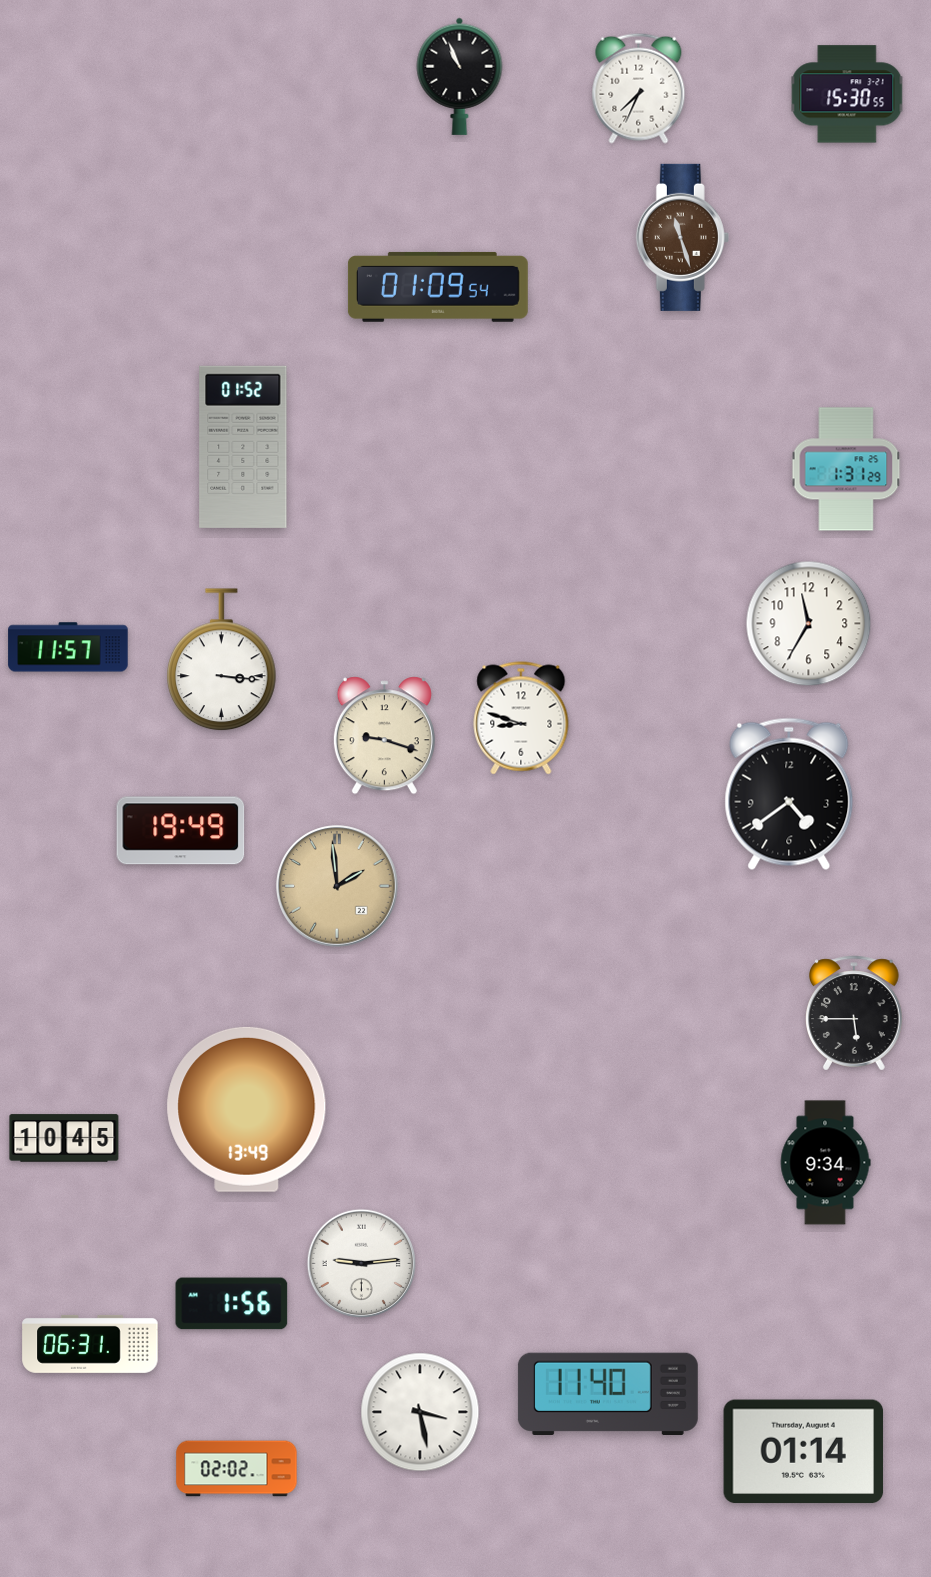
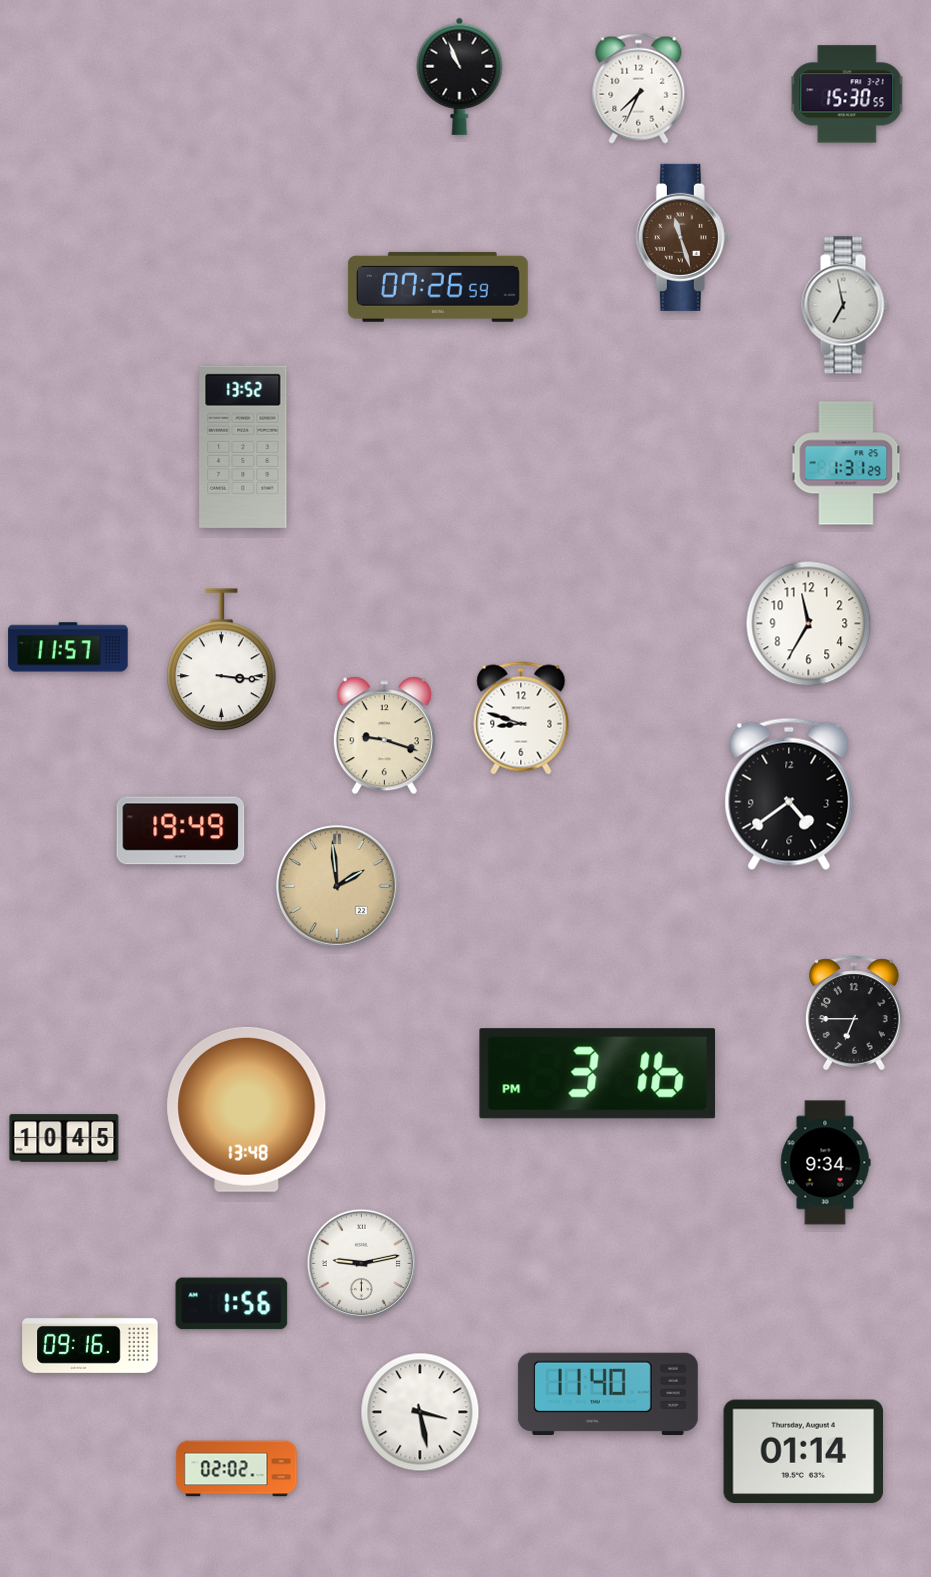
clock at (438, 287): 01:09 -> 07:26
clock at (845, 305): none -> 6:58
clock at (243, 447): 01:52 -> 13:52
clock at (846, 469) position: (846, 469) -> (846, 463)
clock at (855, 1013): 5:45 -> 6:45
clock at (598, 1074): none -> 3:16
clock at (247, 1109): 13:49 -> 13:48
clock at (361, 1263): 9:14 -> 9:13
clock at (90, 1344): 06:31 -> 09:16
